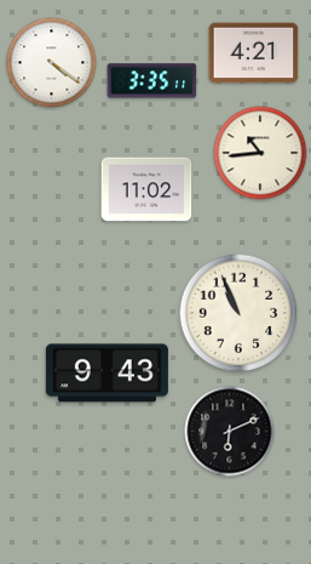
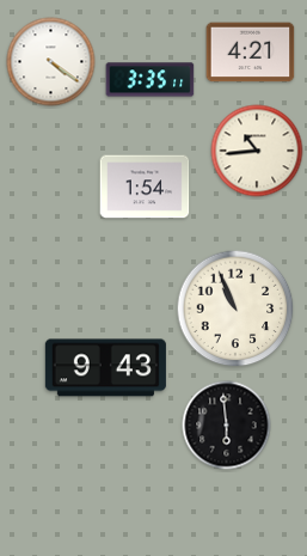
clock at (146, 189): 11:02 -> 1:54
clock at (230, 432): 6:11 -> 5:59
